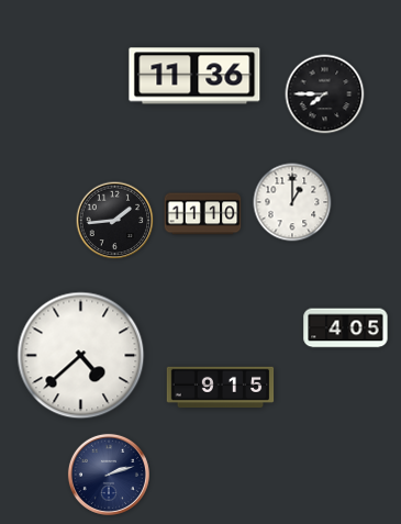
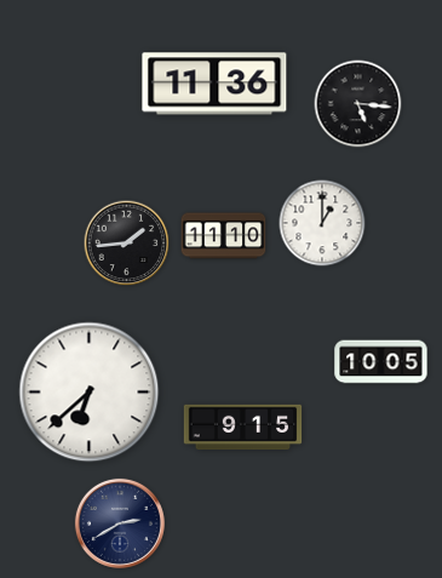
clock at (325, 94): 7:45 -> 5:16
clock at (346, 328): 4:05 -> 10:05
clock at (81, 356): 4:38 -> 6:38
clock at (109, 475): 2:12 -> 2:40
